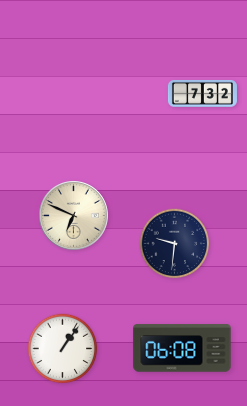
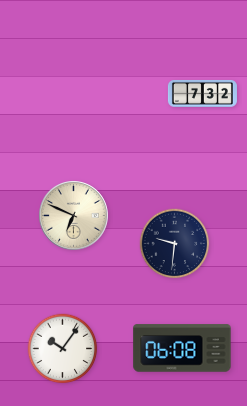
clock at (63, 349): 1:06 -> 10:06
